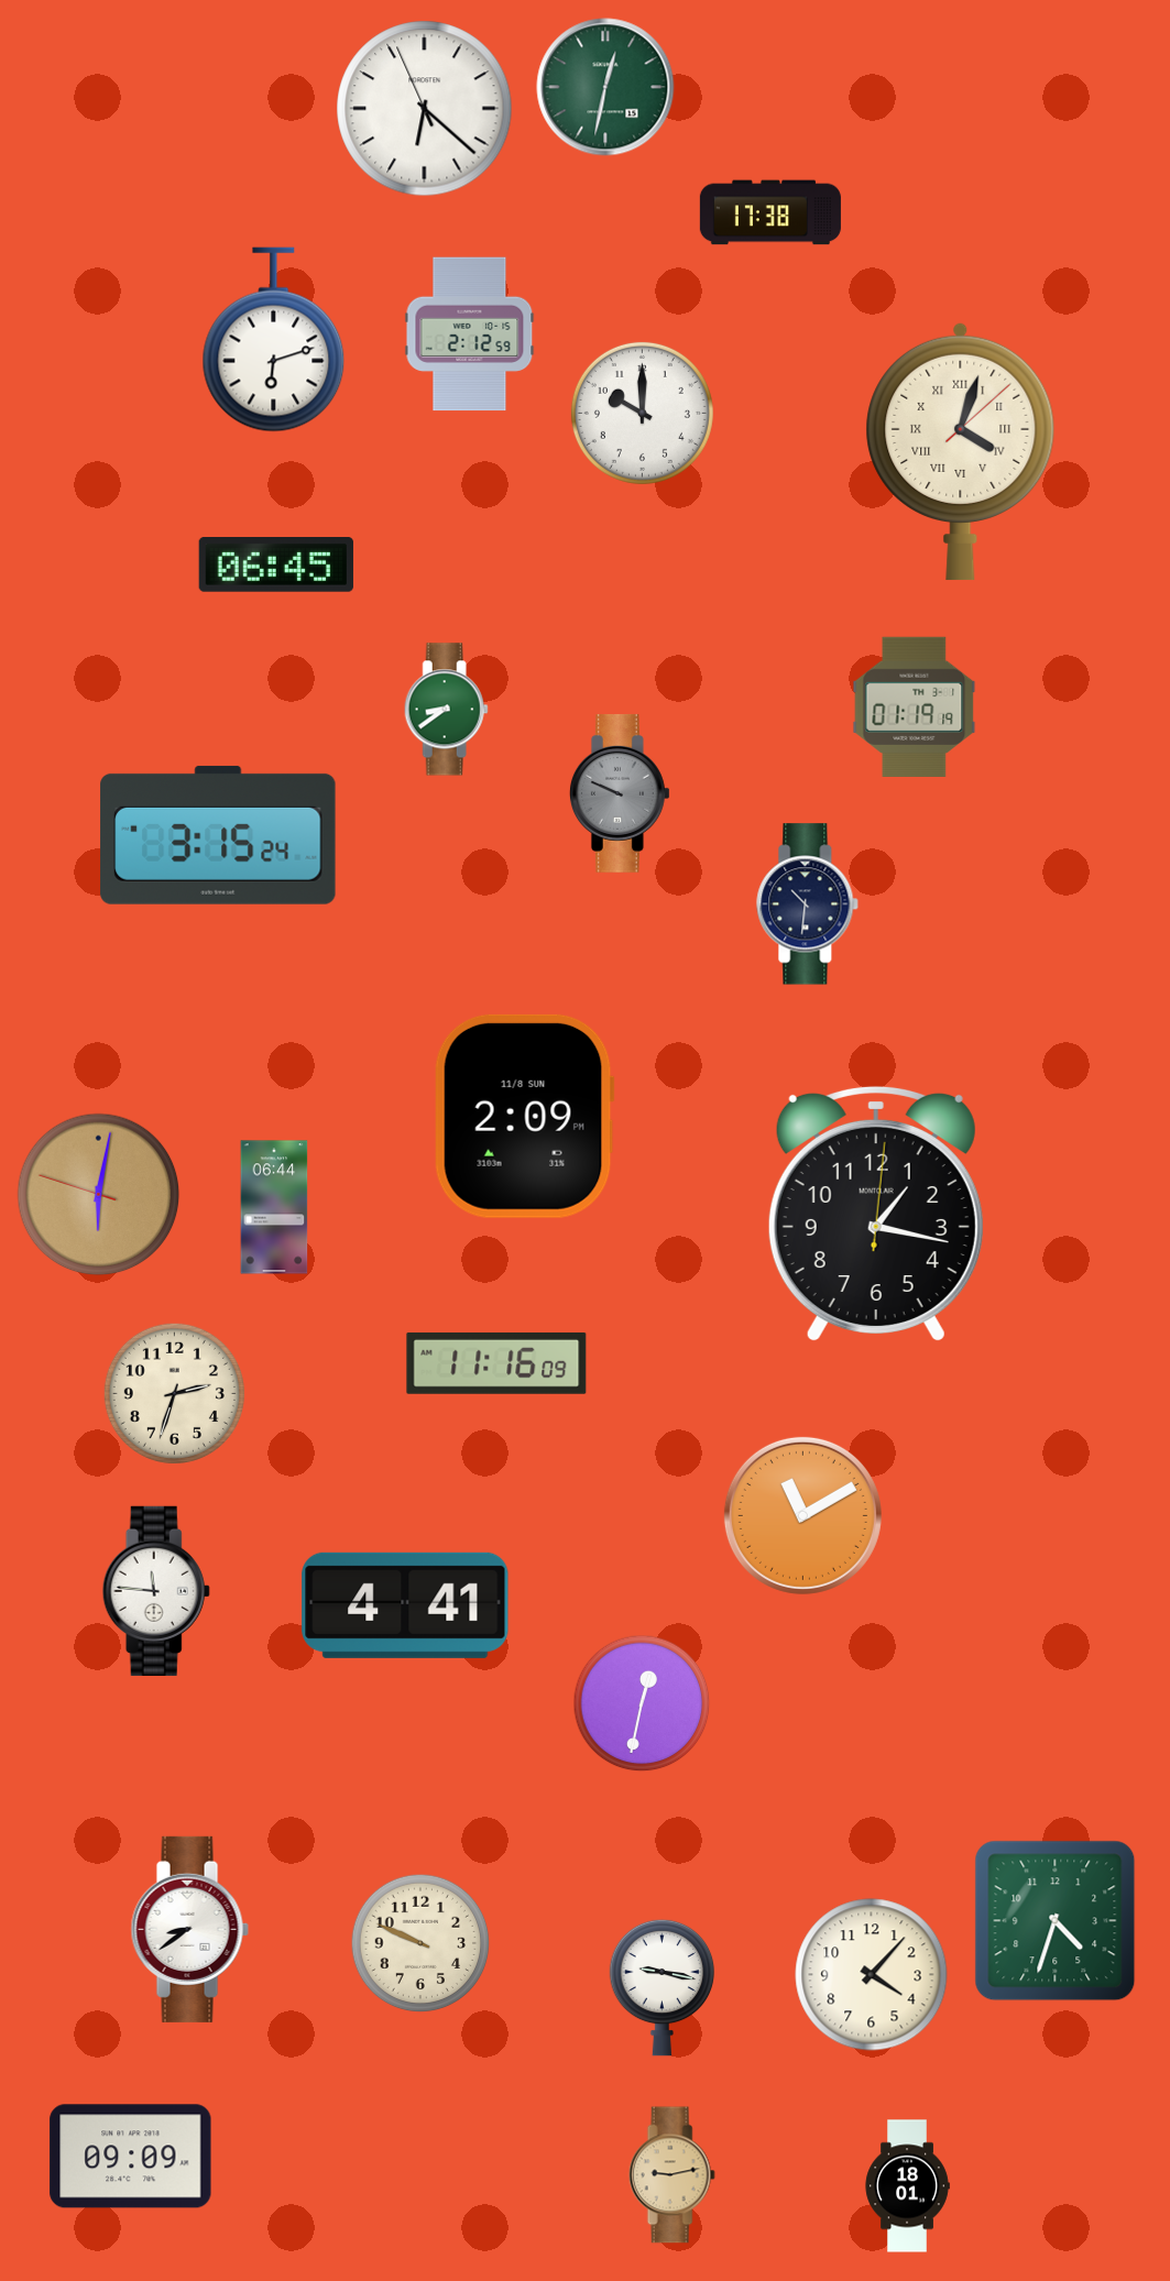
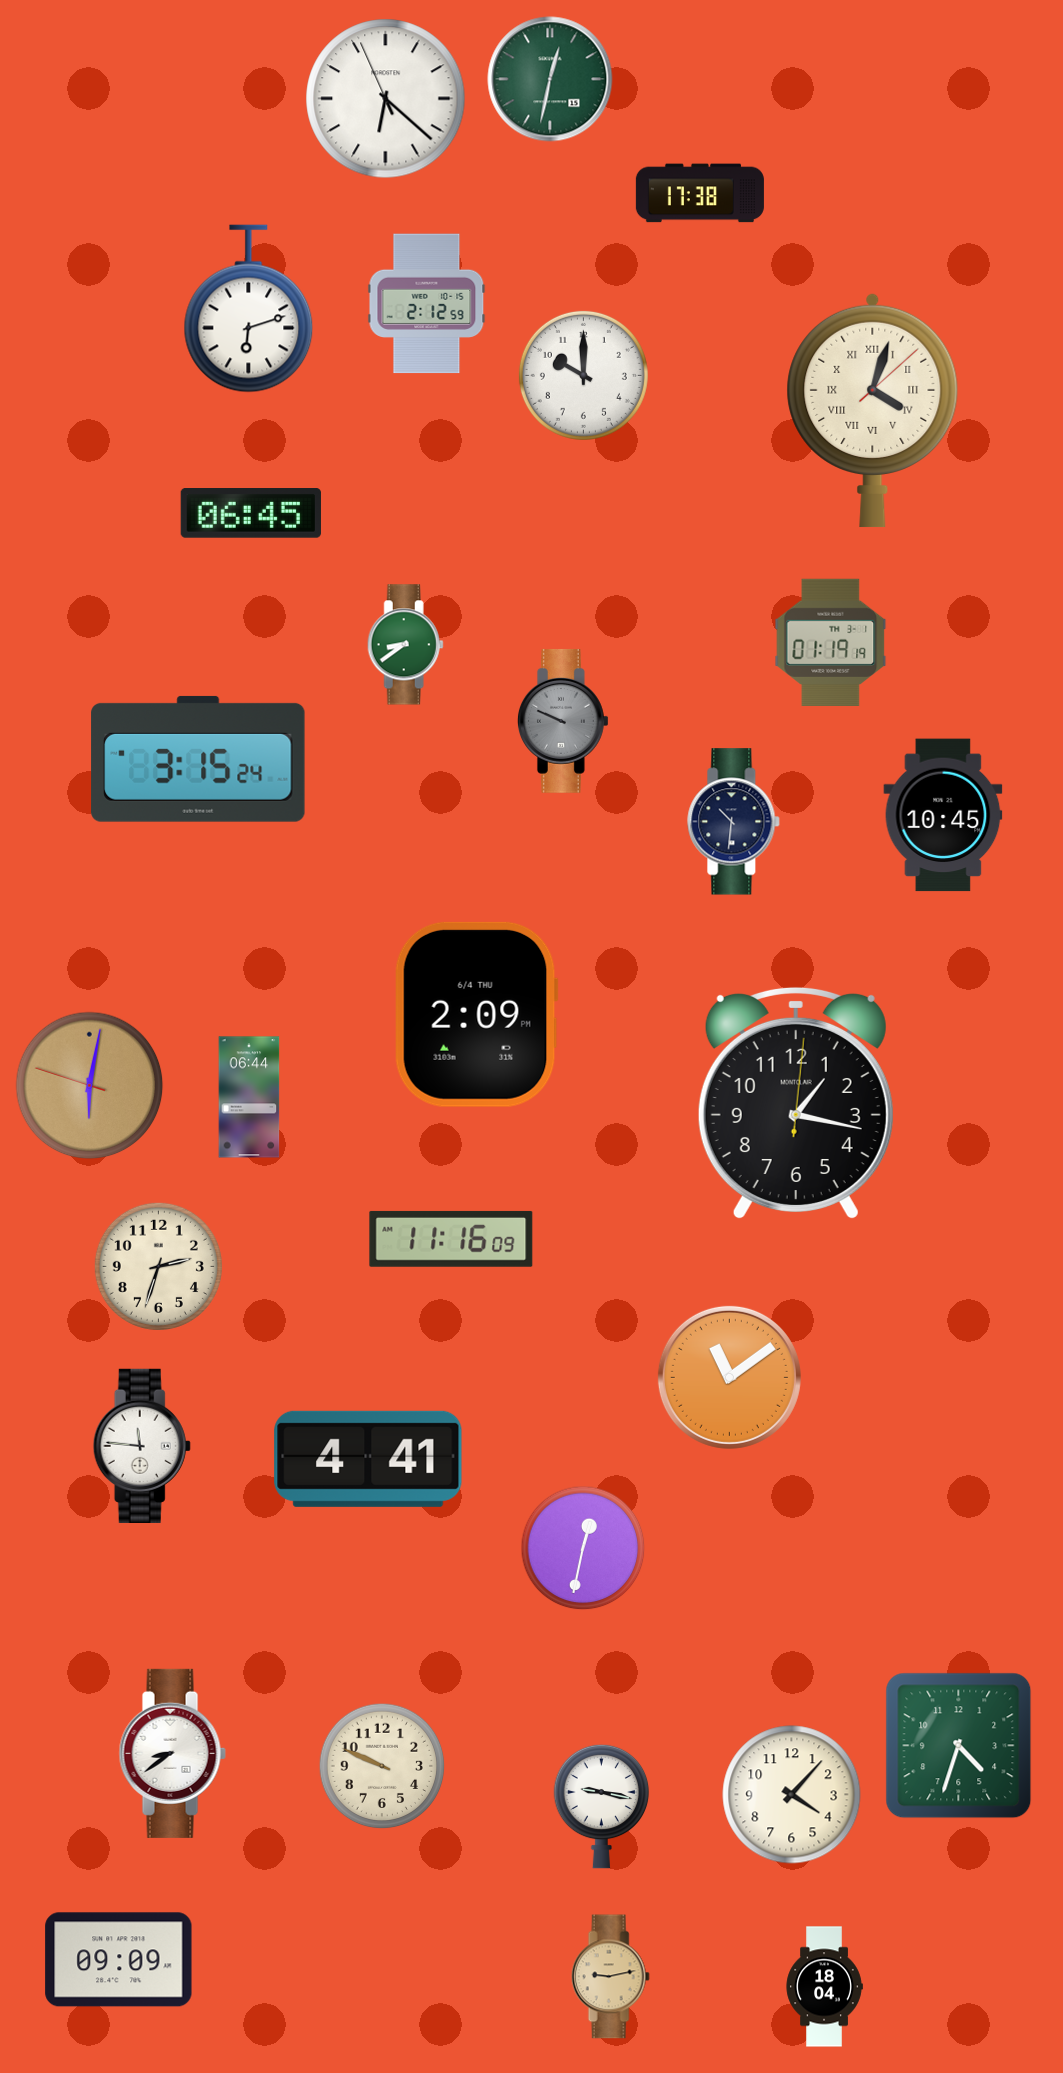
clock at (943, 815): none -> 10:45
clock at (524, 1116) date: 11/8 SUN -> 6/4 THU
clock at (802, 1515): 11:10 -> 11:09
clock at (907, 2186): 18:01 -> 18:04
